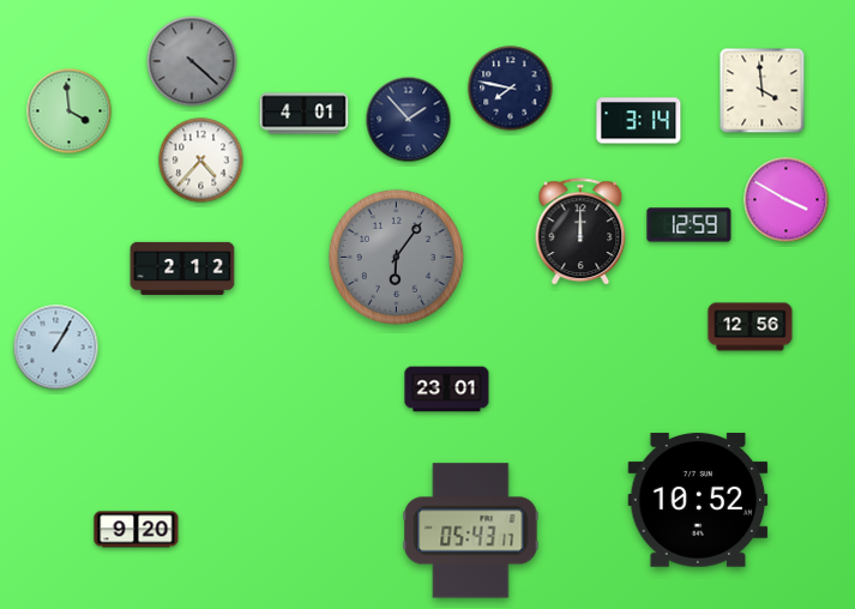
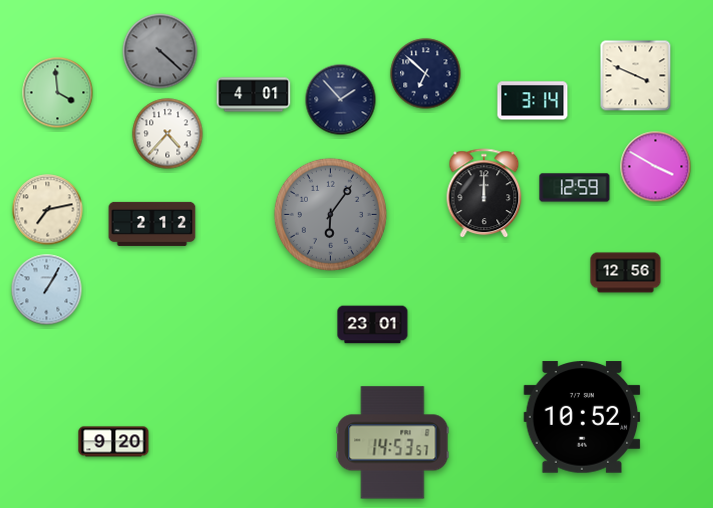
clock at (511, 89): 7:47 -> 6:52
clock at (763, 91): 3:59 -> 3:49
clock at (48, 210): none -> 7:13
clock at (471, 531): 05:43 -> 14:53
